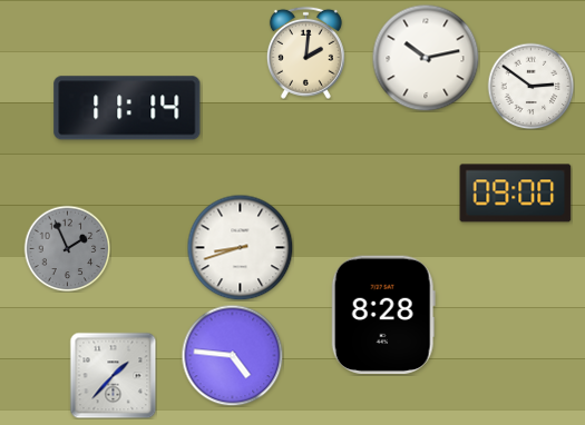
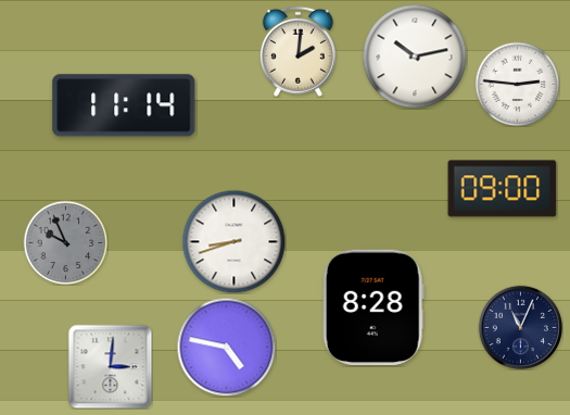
clock at (530, 86): 2:51 -> 2:46
clock at (67, 248): 1:56 -> 9:56
clock at (520, 327): none -> 11:04
clock at (232, 355): 4:46 -> 4:47
clock at (113, 375): 1:37 -> 3:01
